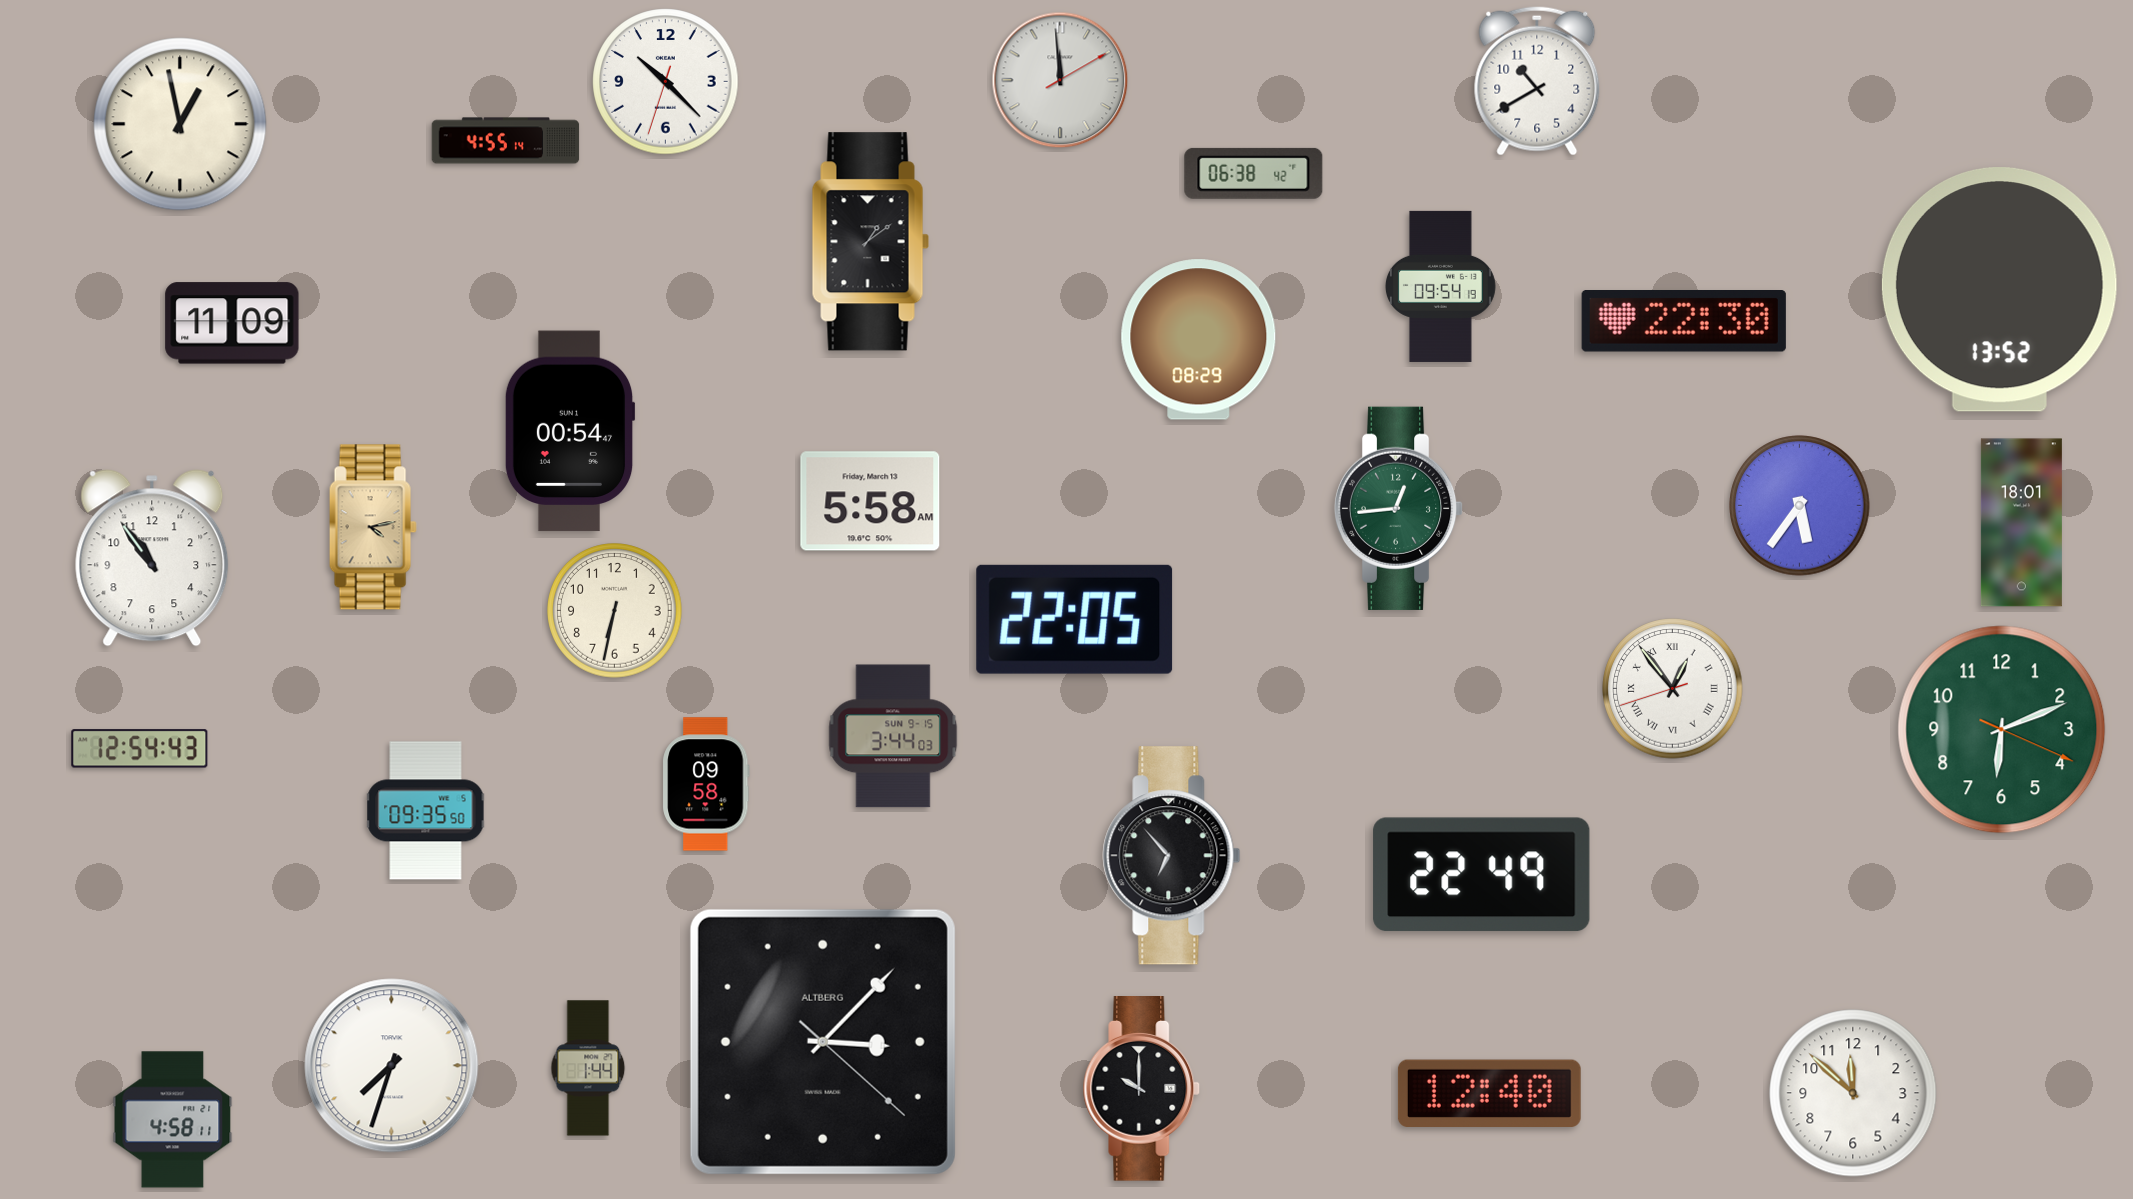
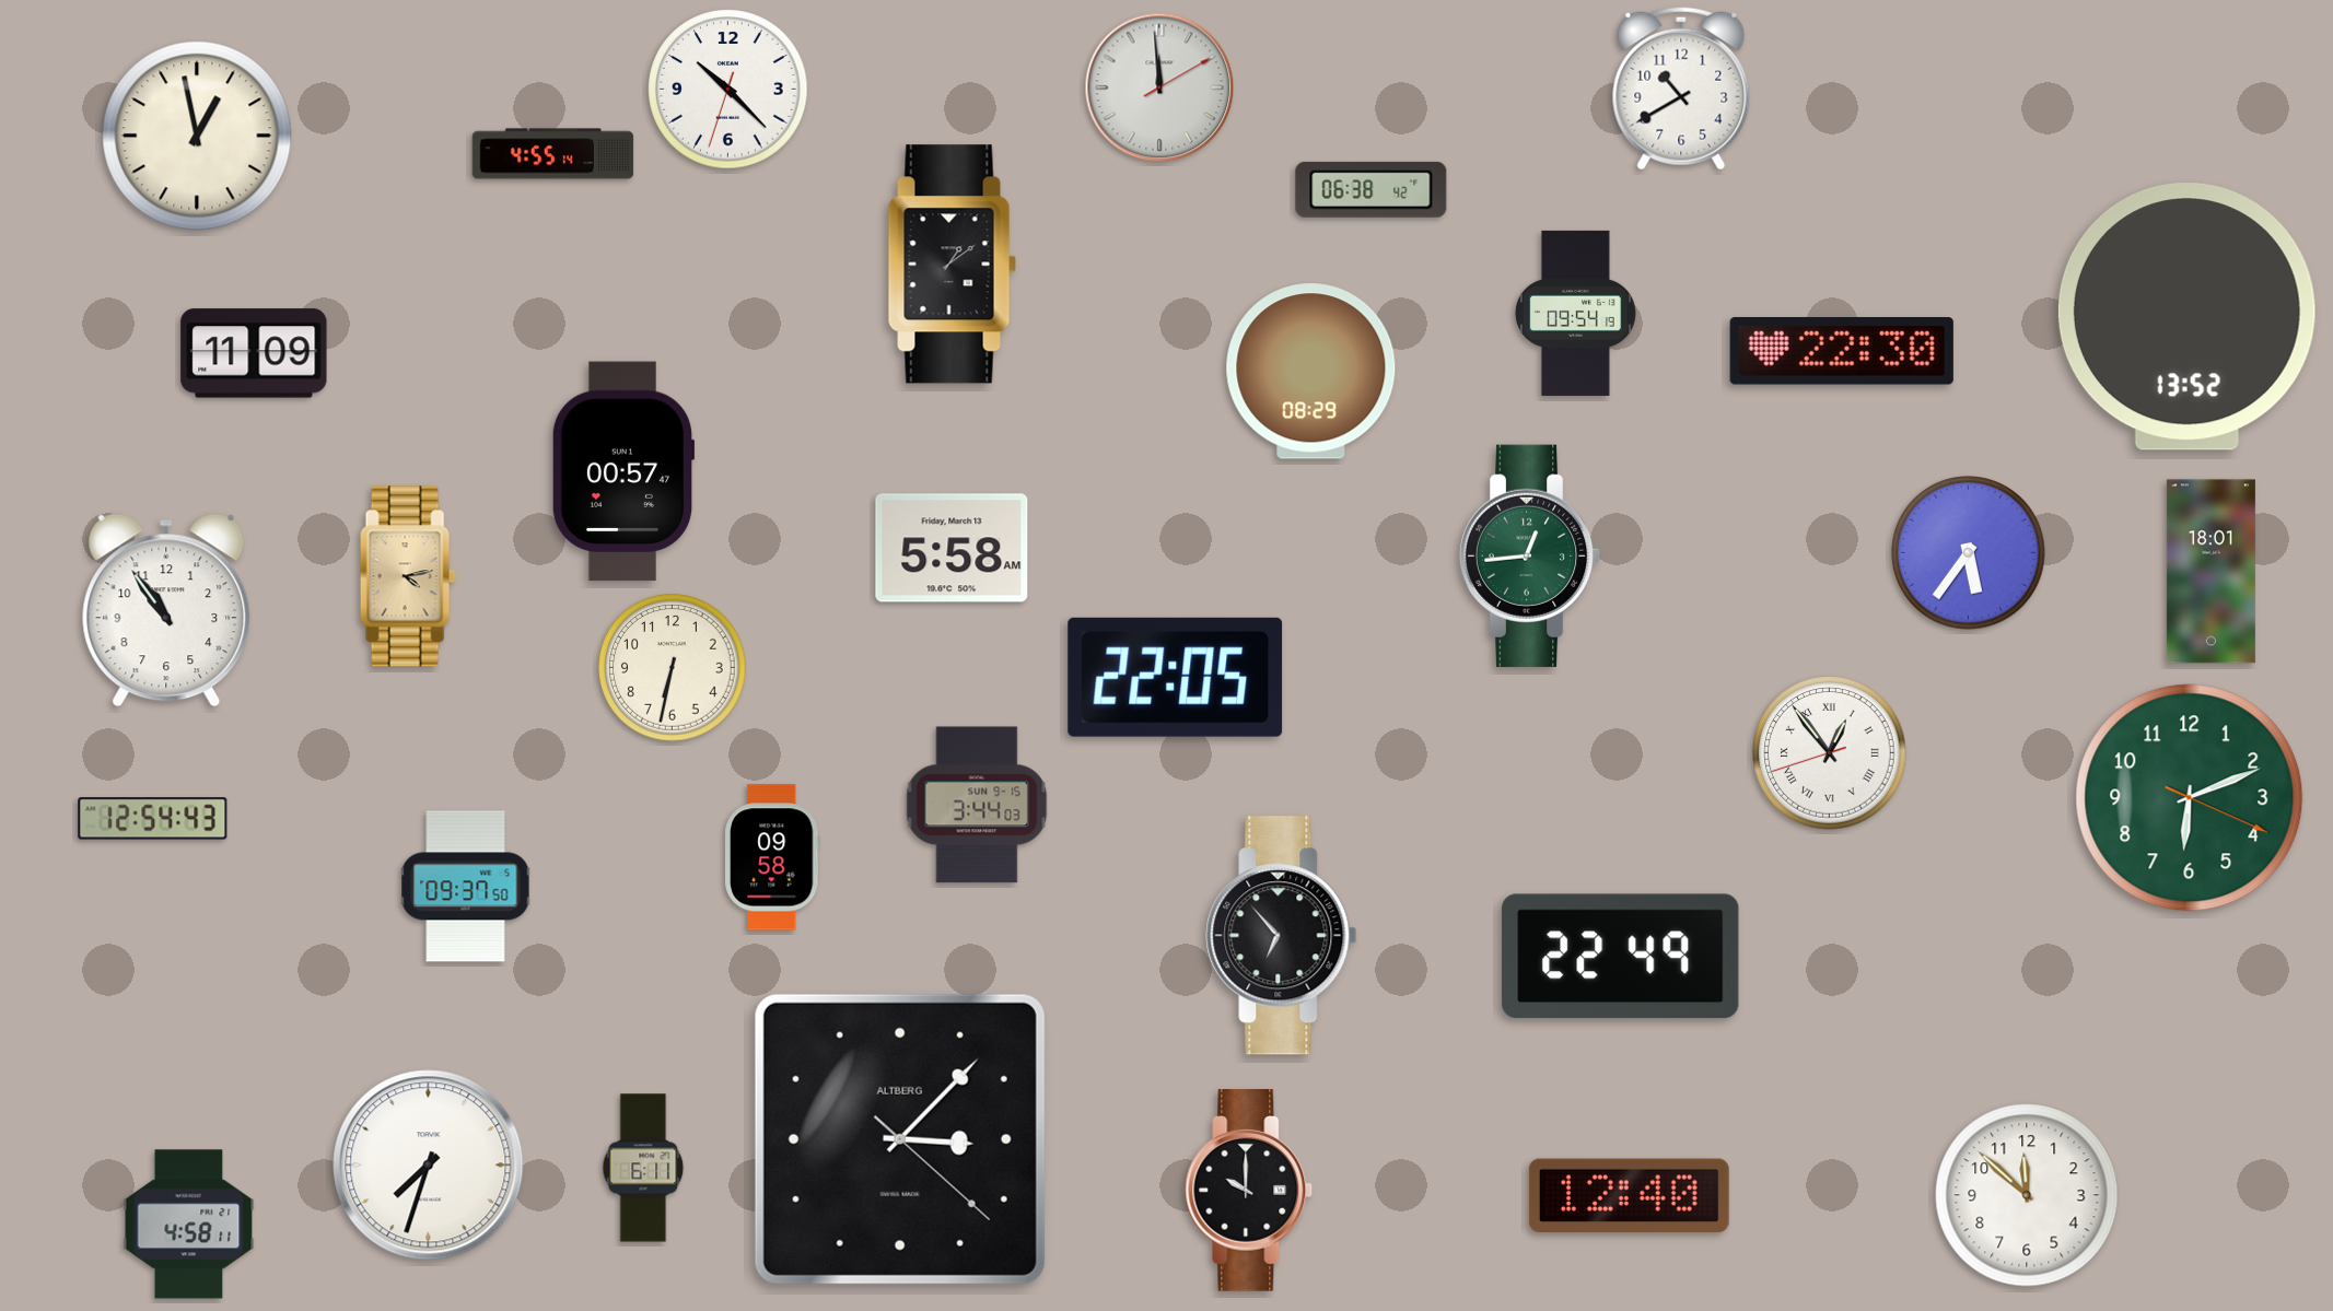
clock at (570, 431): 00:54 -> 00:57
clock at (426, 811): 09:35 -> 09:37
clock at (588, 1068): 1:44 -> 6:11
